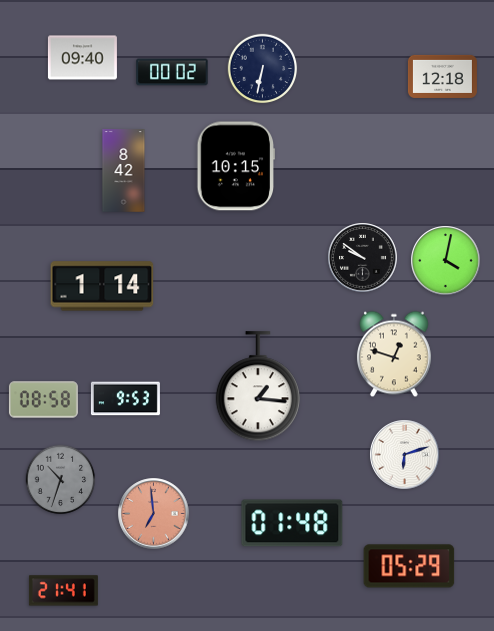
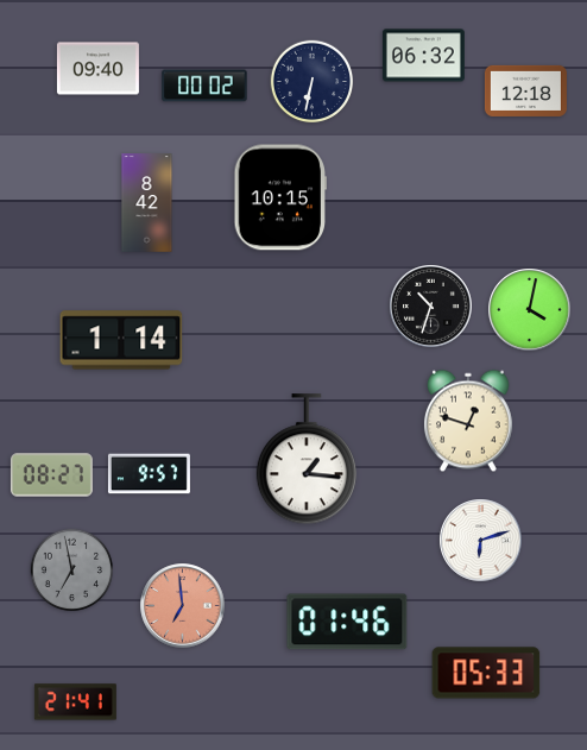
clock at (423, 56): none -> 06:32
clock at (363, 258): 9:51 -> 10:33
clock at (125, 399): 9:53 -> 9:57
clock at (43, 400): 08:58 -> 08:27
clock at (61, 480): 10:33 -> 6:58
clock at (154, 514) position: (154, 514) -> (183, 606)
clock at (292, 523): 01:48 -> 01:46
clock at (409, 566): 05:29 -> 05:33
